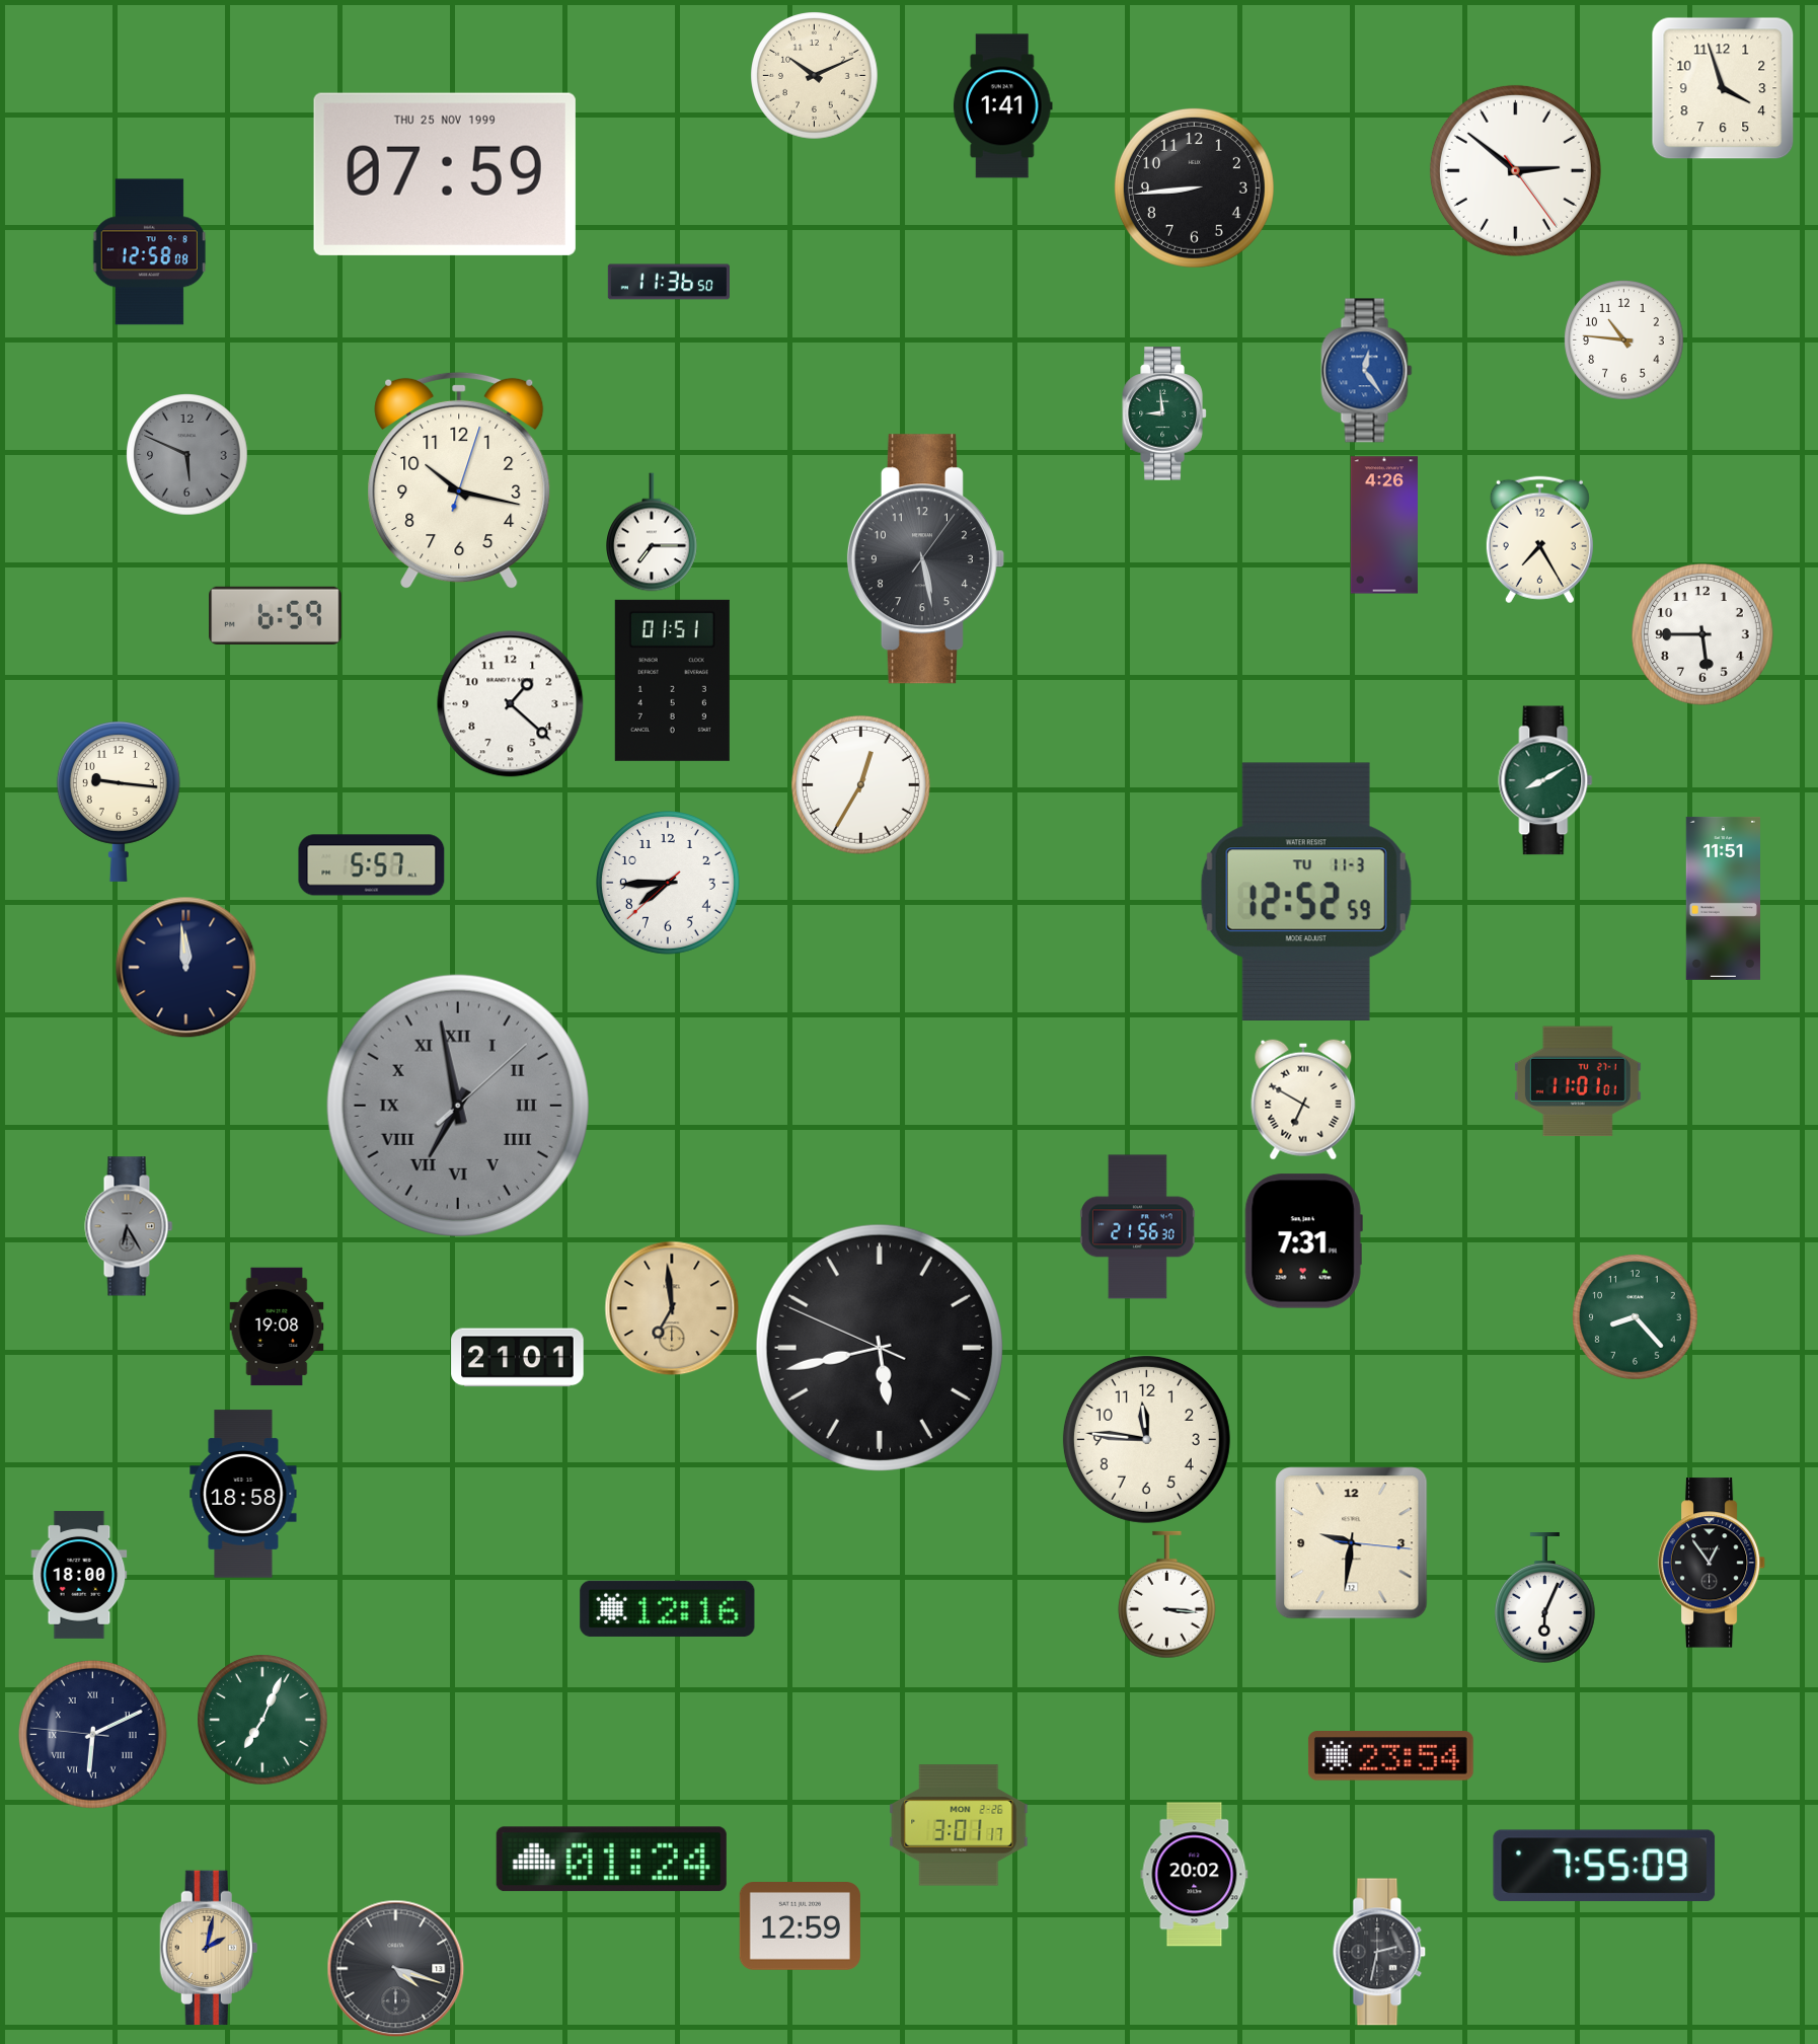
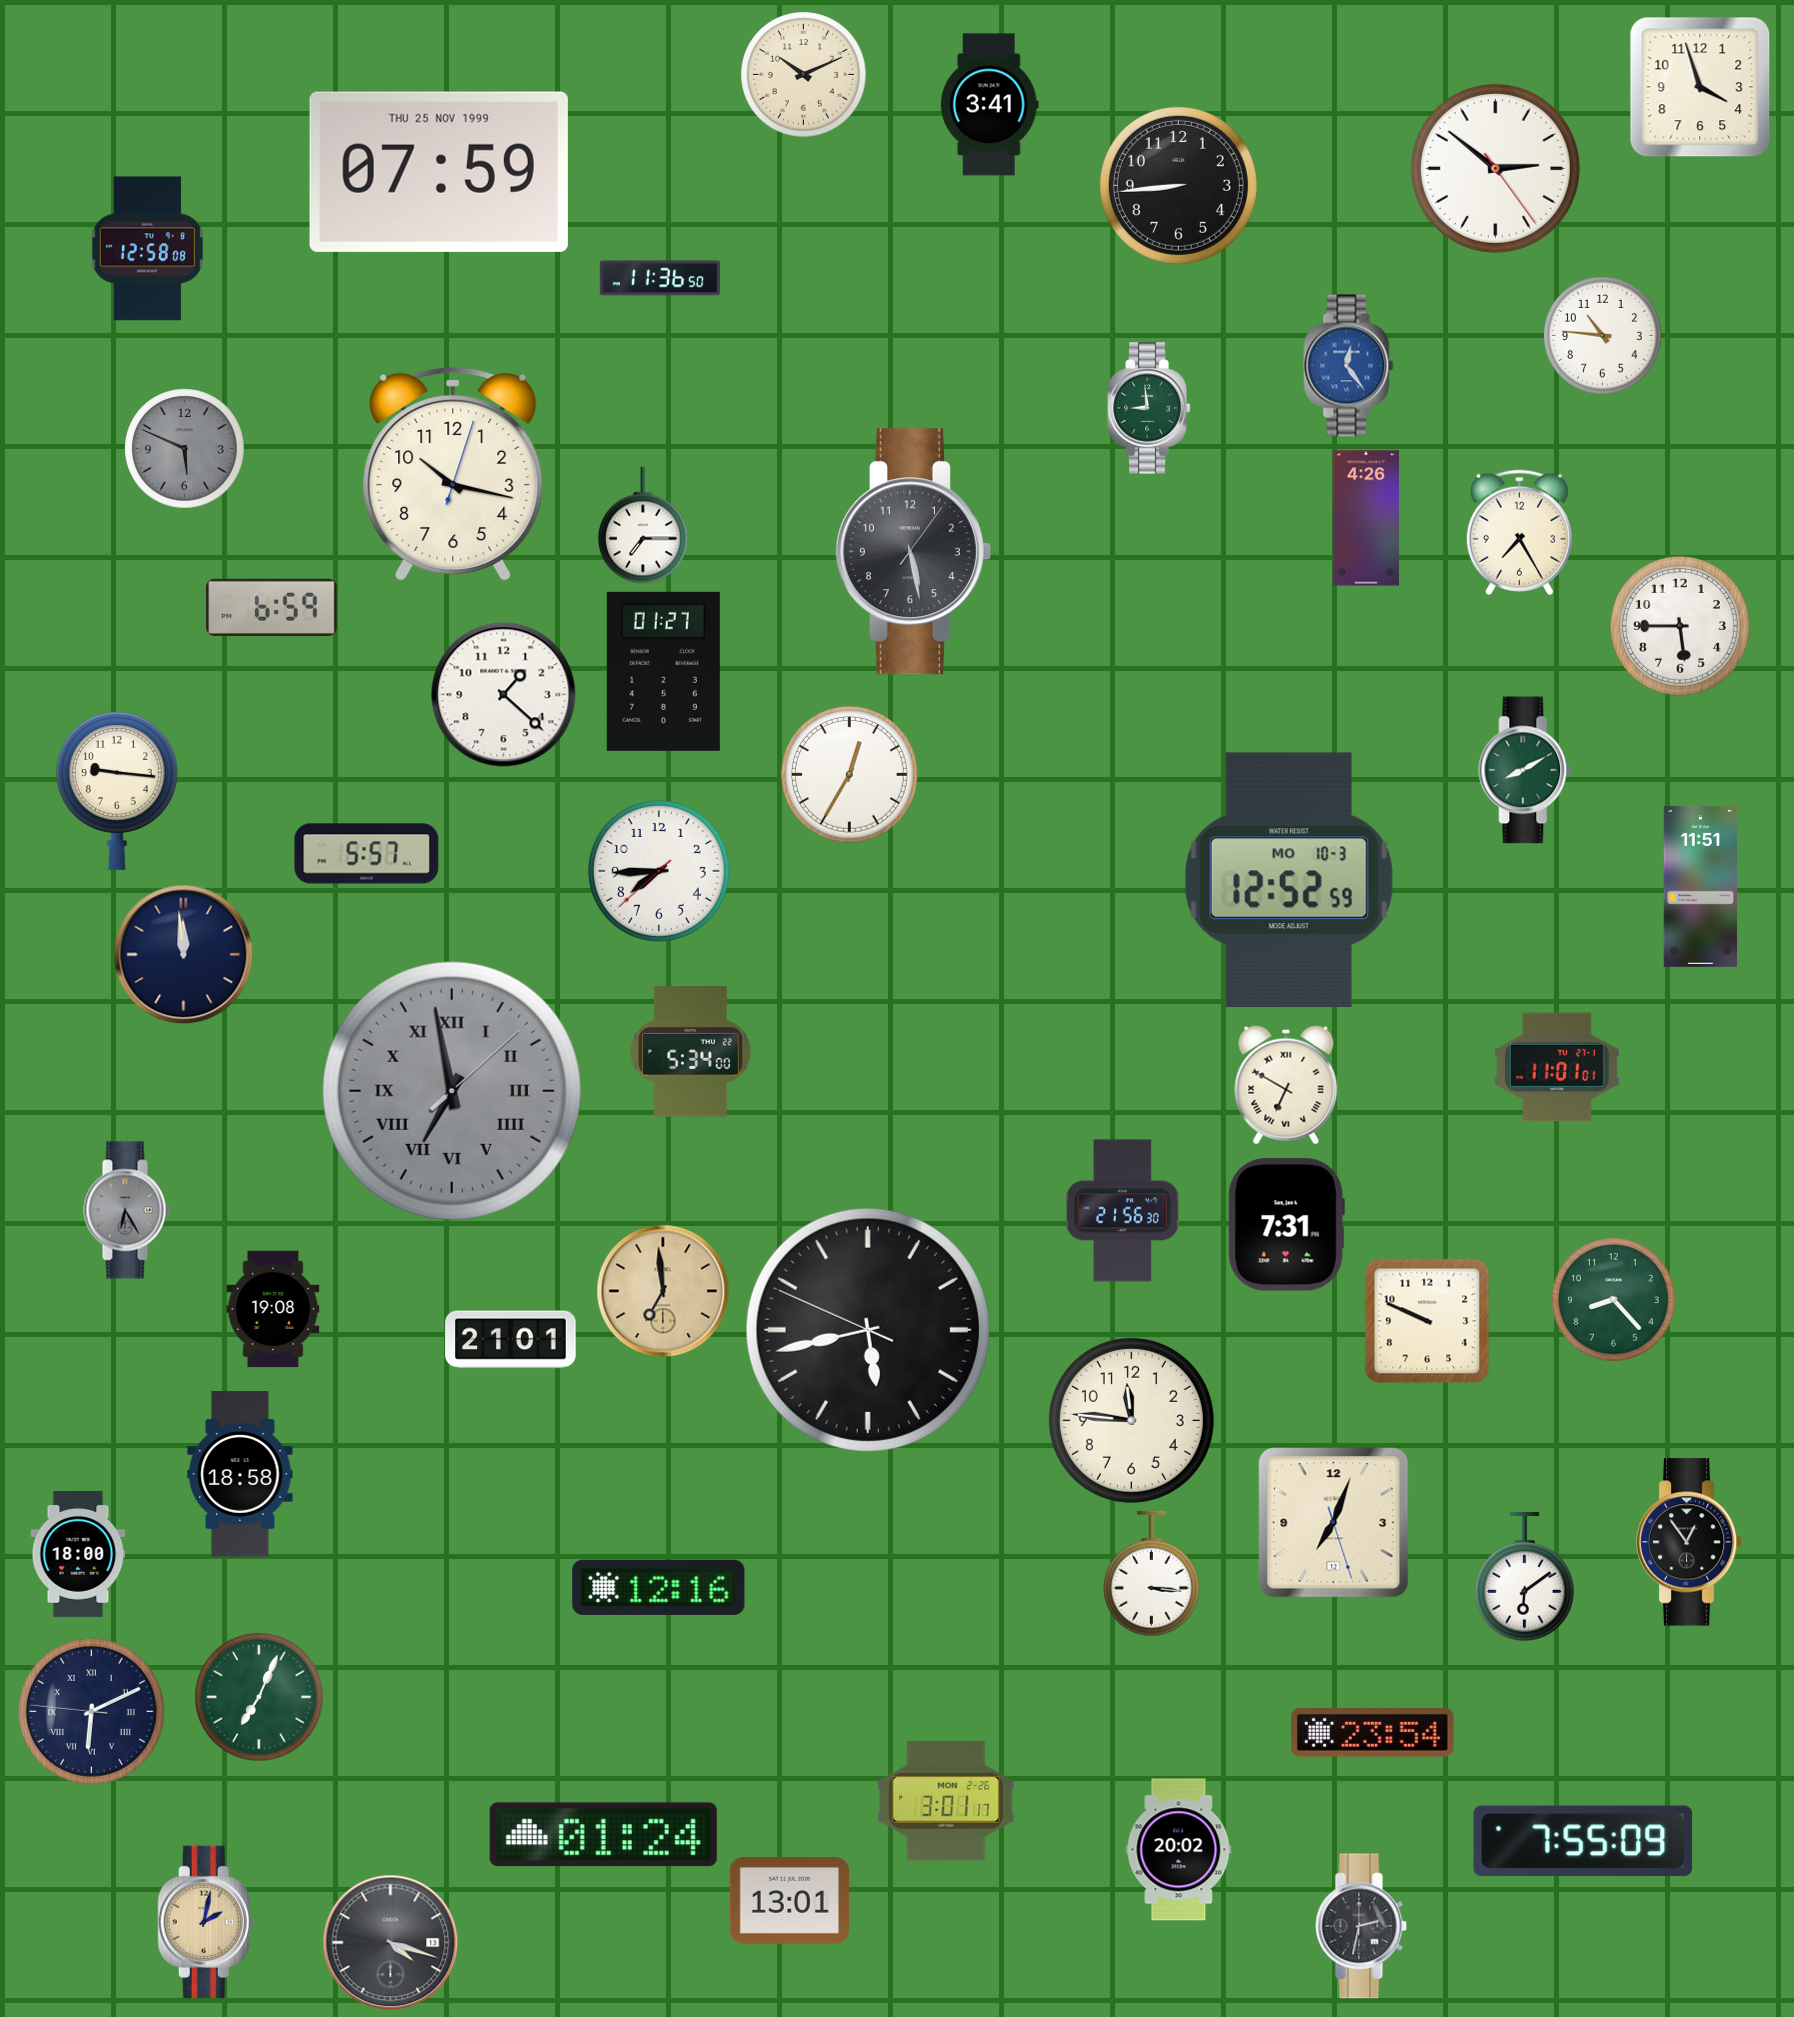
clock at (1002, 106): 1:41 -> 3:41
clock at (672, 680): 01:51 -> 01:27
clock at (1306, 892) date: TU 11-3 -> MO 10-3
clock at (691, 1052): none -> 5:34
clock at (1427, 1321): none -> 9:49
clock at (1352, 1543): 9:31 -> 7:03
clock at (1544, 1598): 6:04 -> 6:09
clock at (800, 1926): 12:59 -> 13:01
